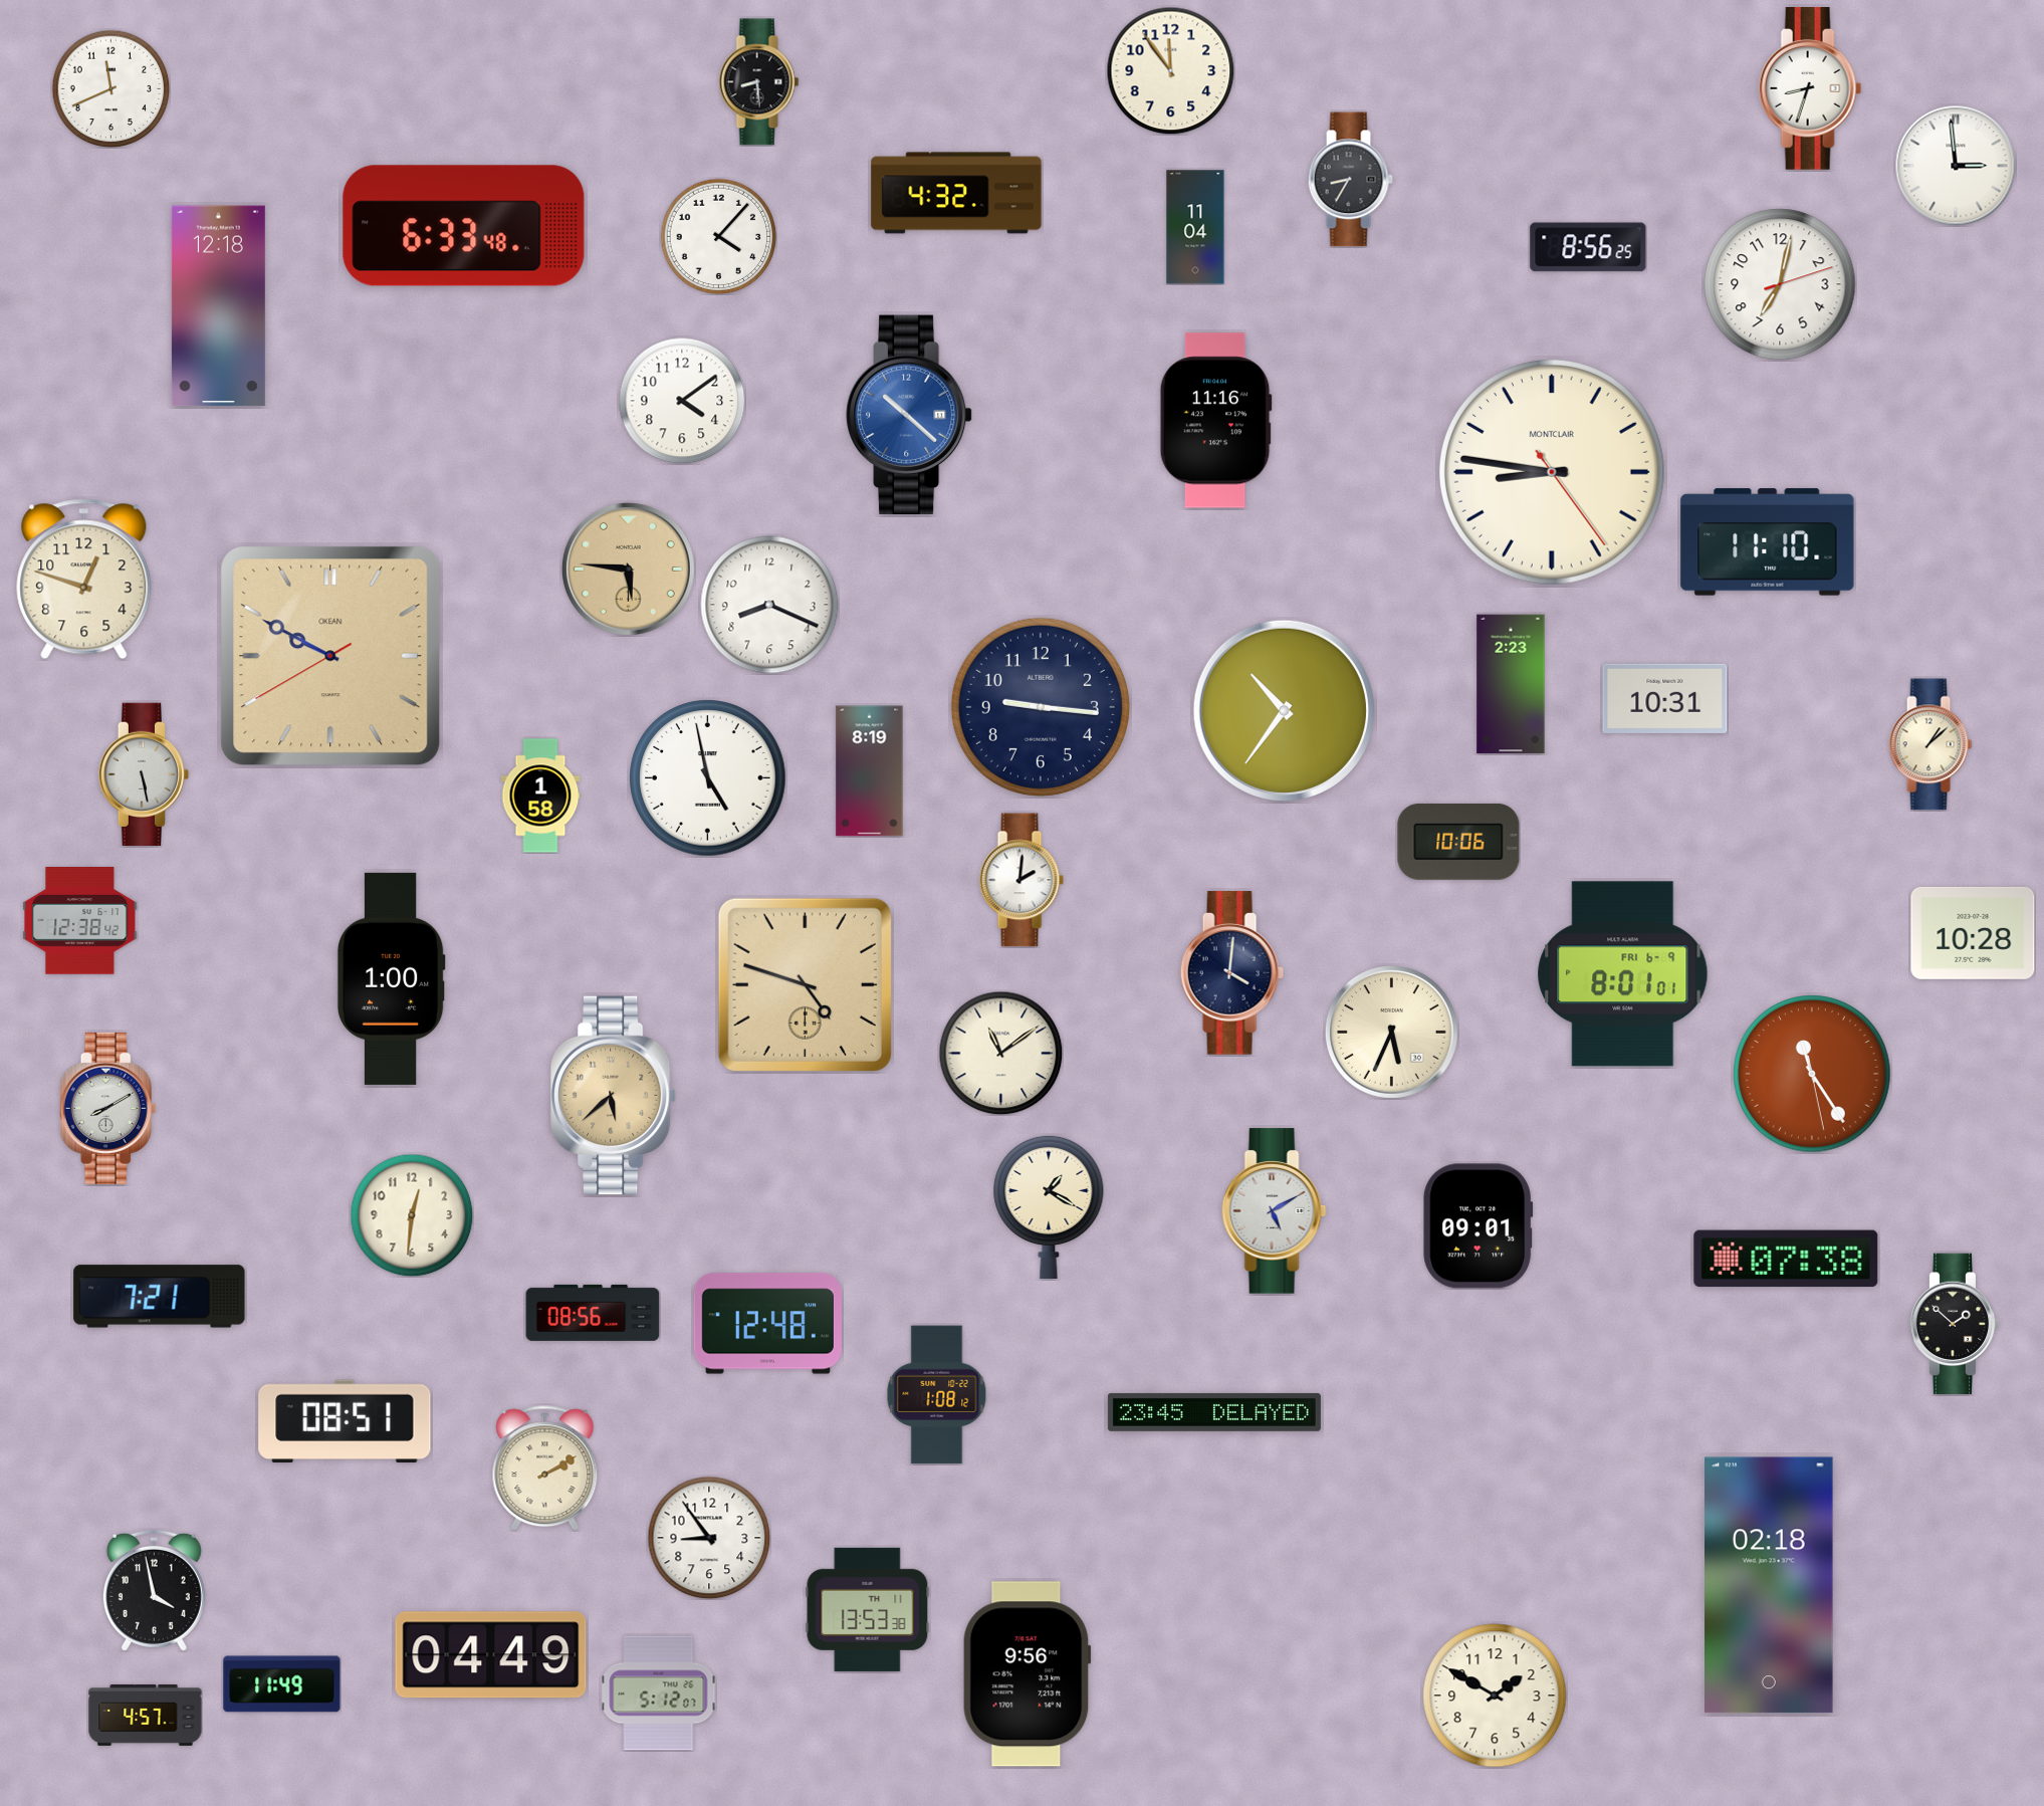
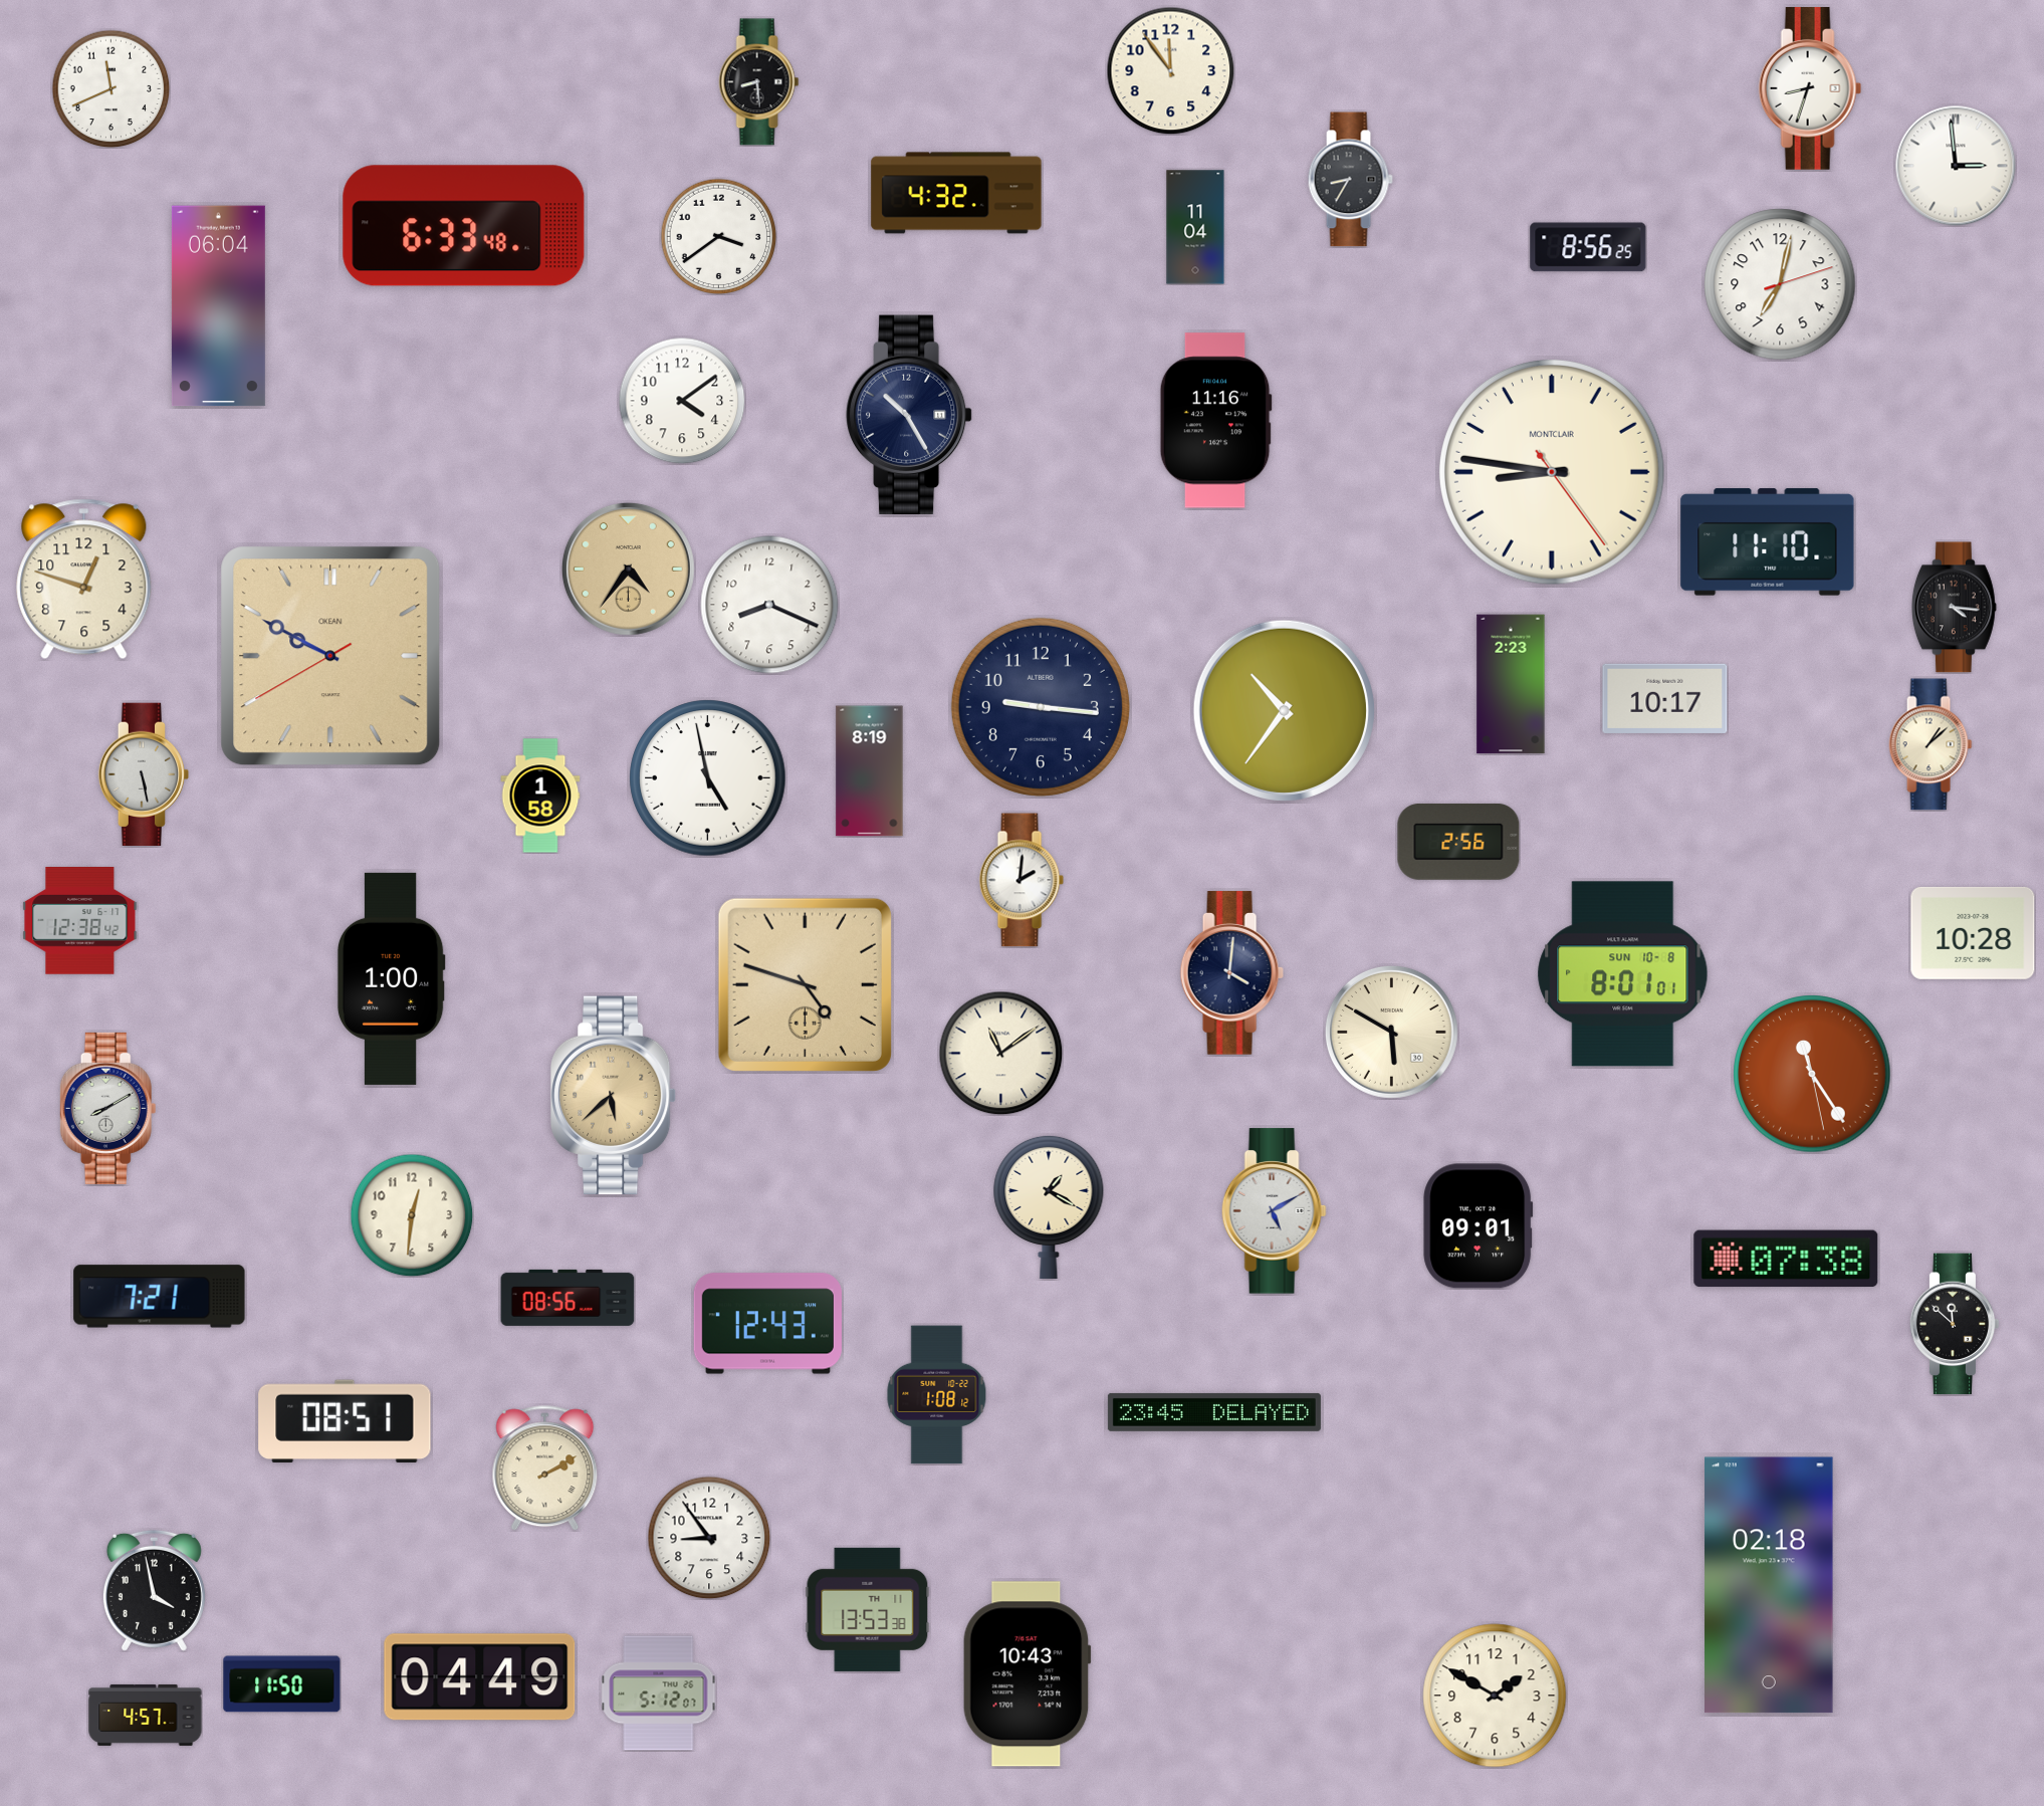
clock at (718, 236): 4:07 -> 3:39
clock at (218, 306): 12:18 -> 06:04
clock at (909, 415): 10:22 -> 10:25
clock at (909, 415) dial: blue -> navy
clock at (628, 569): 5:46 -> 4:36
clock at (1954, 608): none -> 4:16
clock at (1665, 698): 10:31 -> 10:17
clock at (1458, 842): 10:06 -> 2:56
clock at (1623, 974) date: FRI 6-9 -> SUN 10-8
clock at (1391, 1032): 5:34 -> 5:50
clock at (593, 1313) position: (593, 1313) -> (567, 1298)
clock at (767, 1324): 12:48 -> 12:43
clock at (1955, 1324): 1:52 -> 11:52
clock at (491, 1655) position: (491, 1655) -> (480, 1677)
clock at (1027, 1674): 9:56 -> 10:43
clock at (282, 1684): 11:49 -> 11:50
